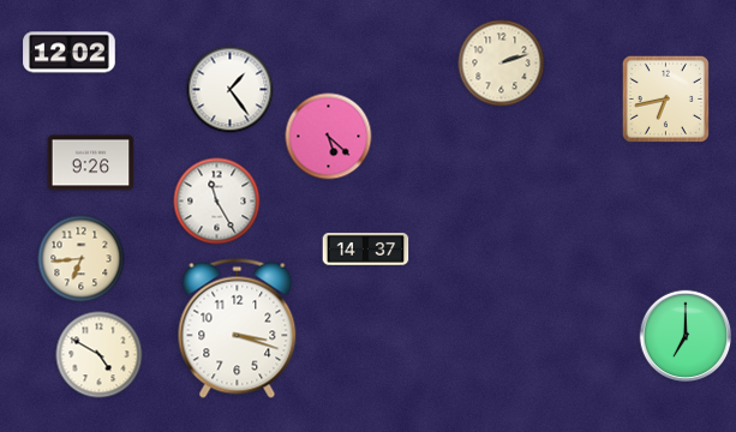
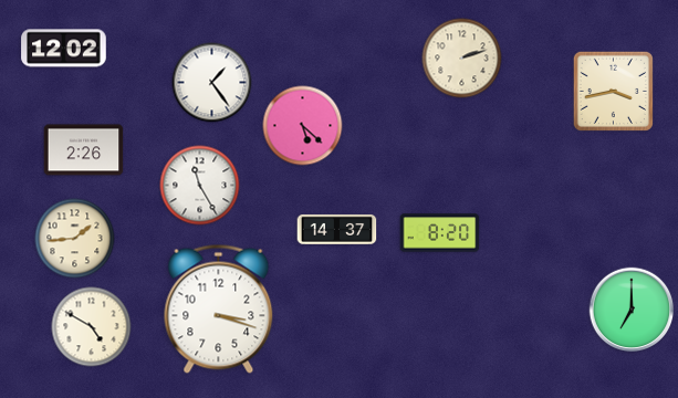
clock at (665, 98): 6:43 -> 3:43
clock at (91, 163): 9:26 -> 2:26
clock at (440, 233): none -> 8:20
clock at (82, 259): 6:44 -> 1:44
clock at (238, 328) position: (238, 328) -> (219, 308)
